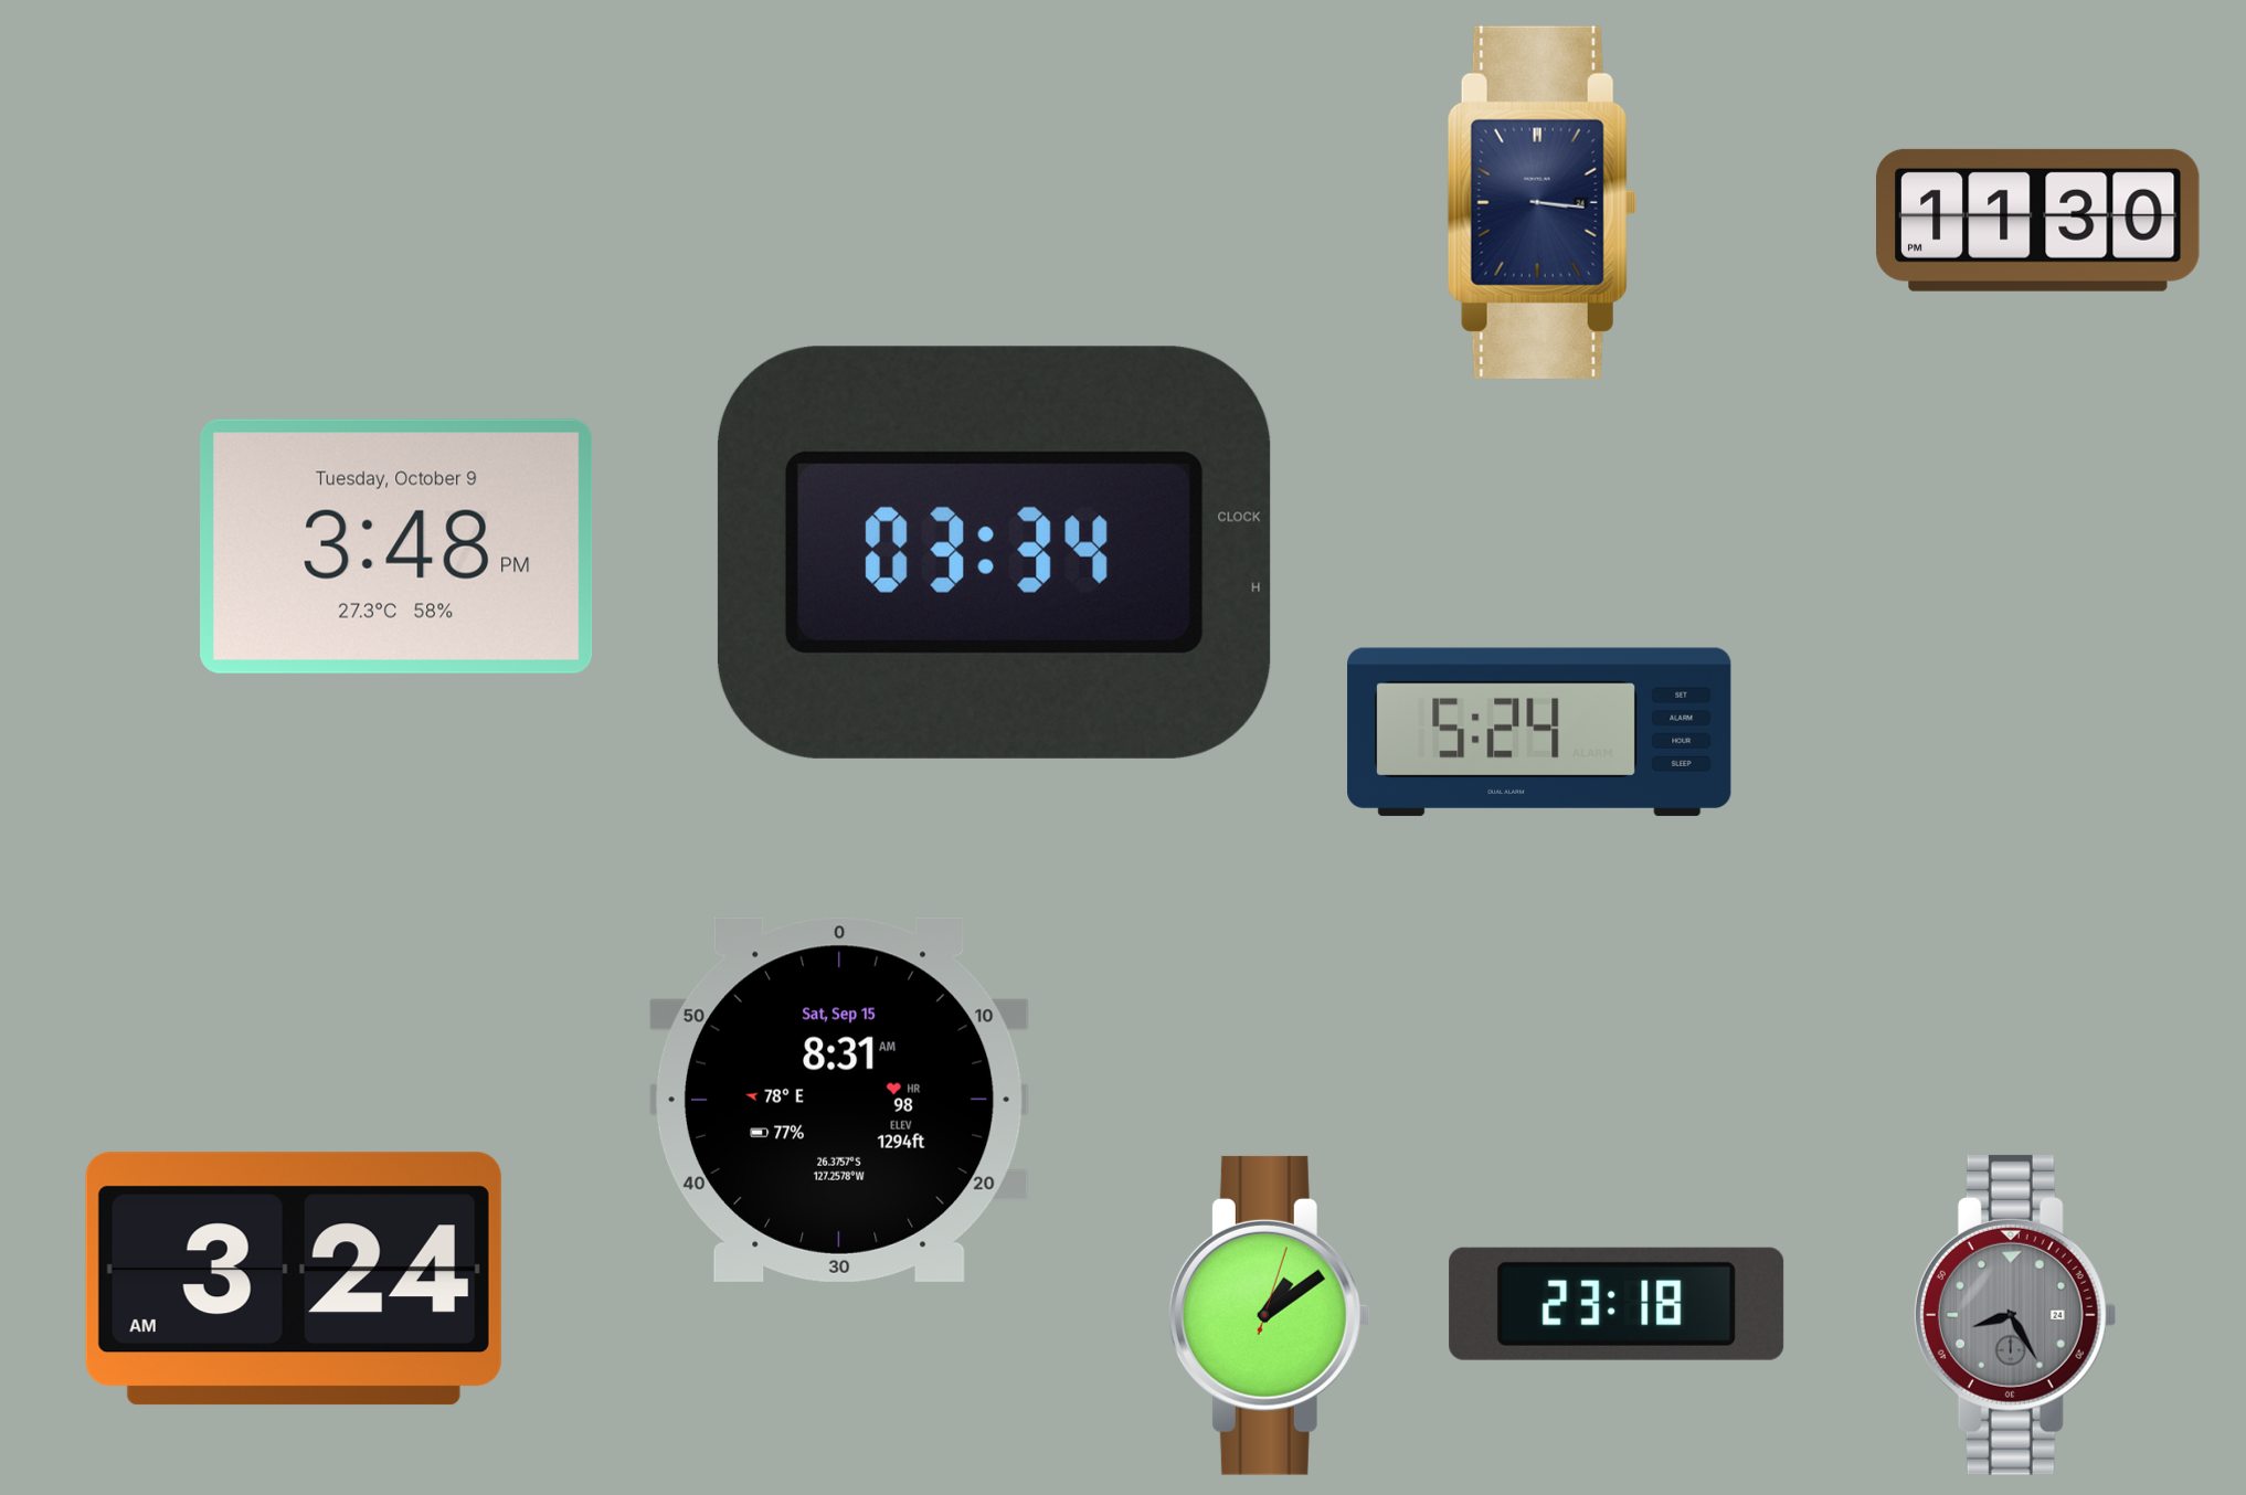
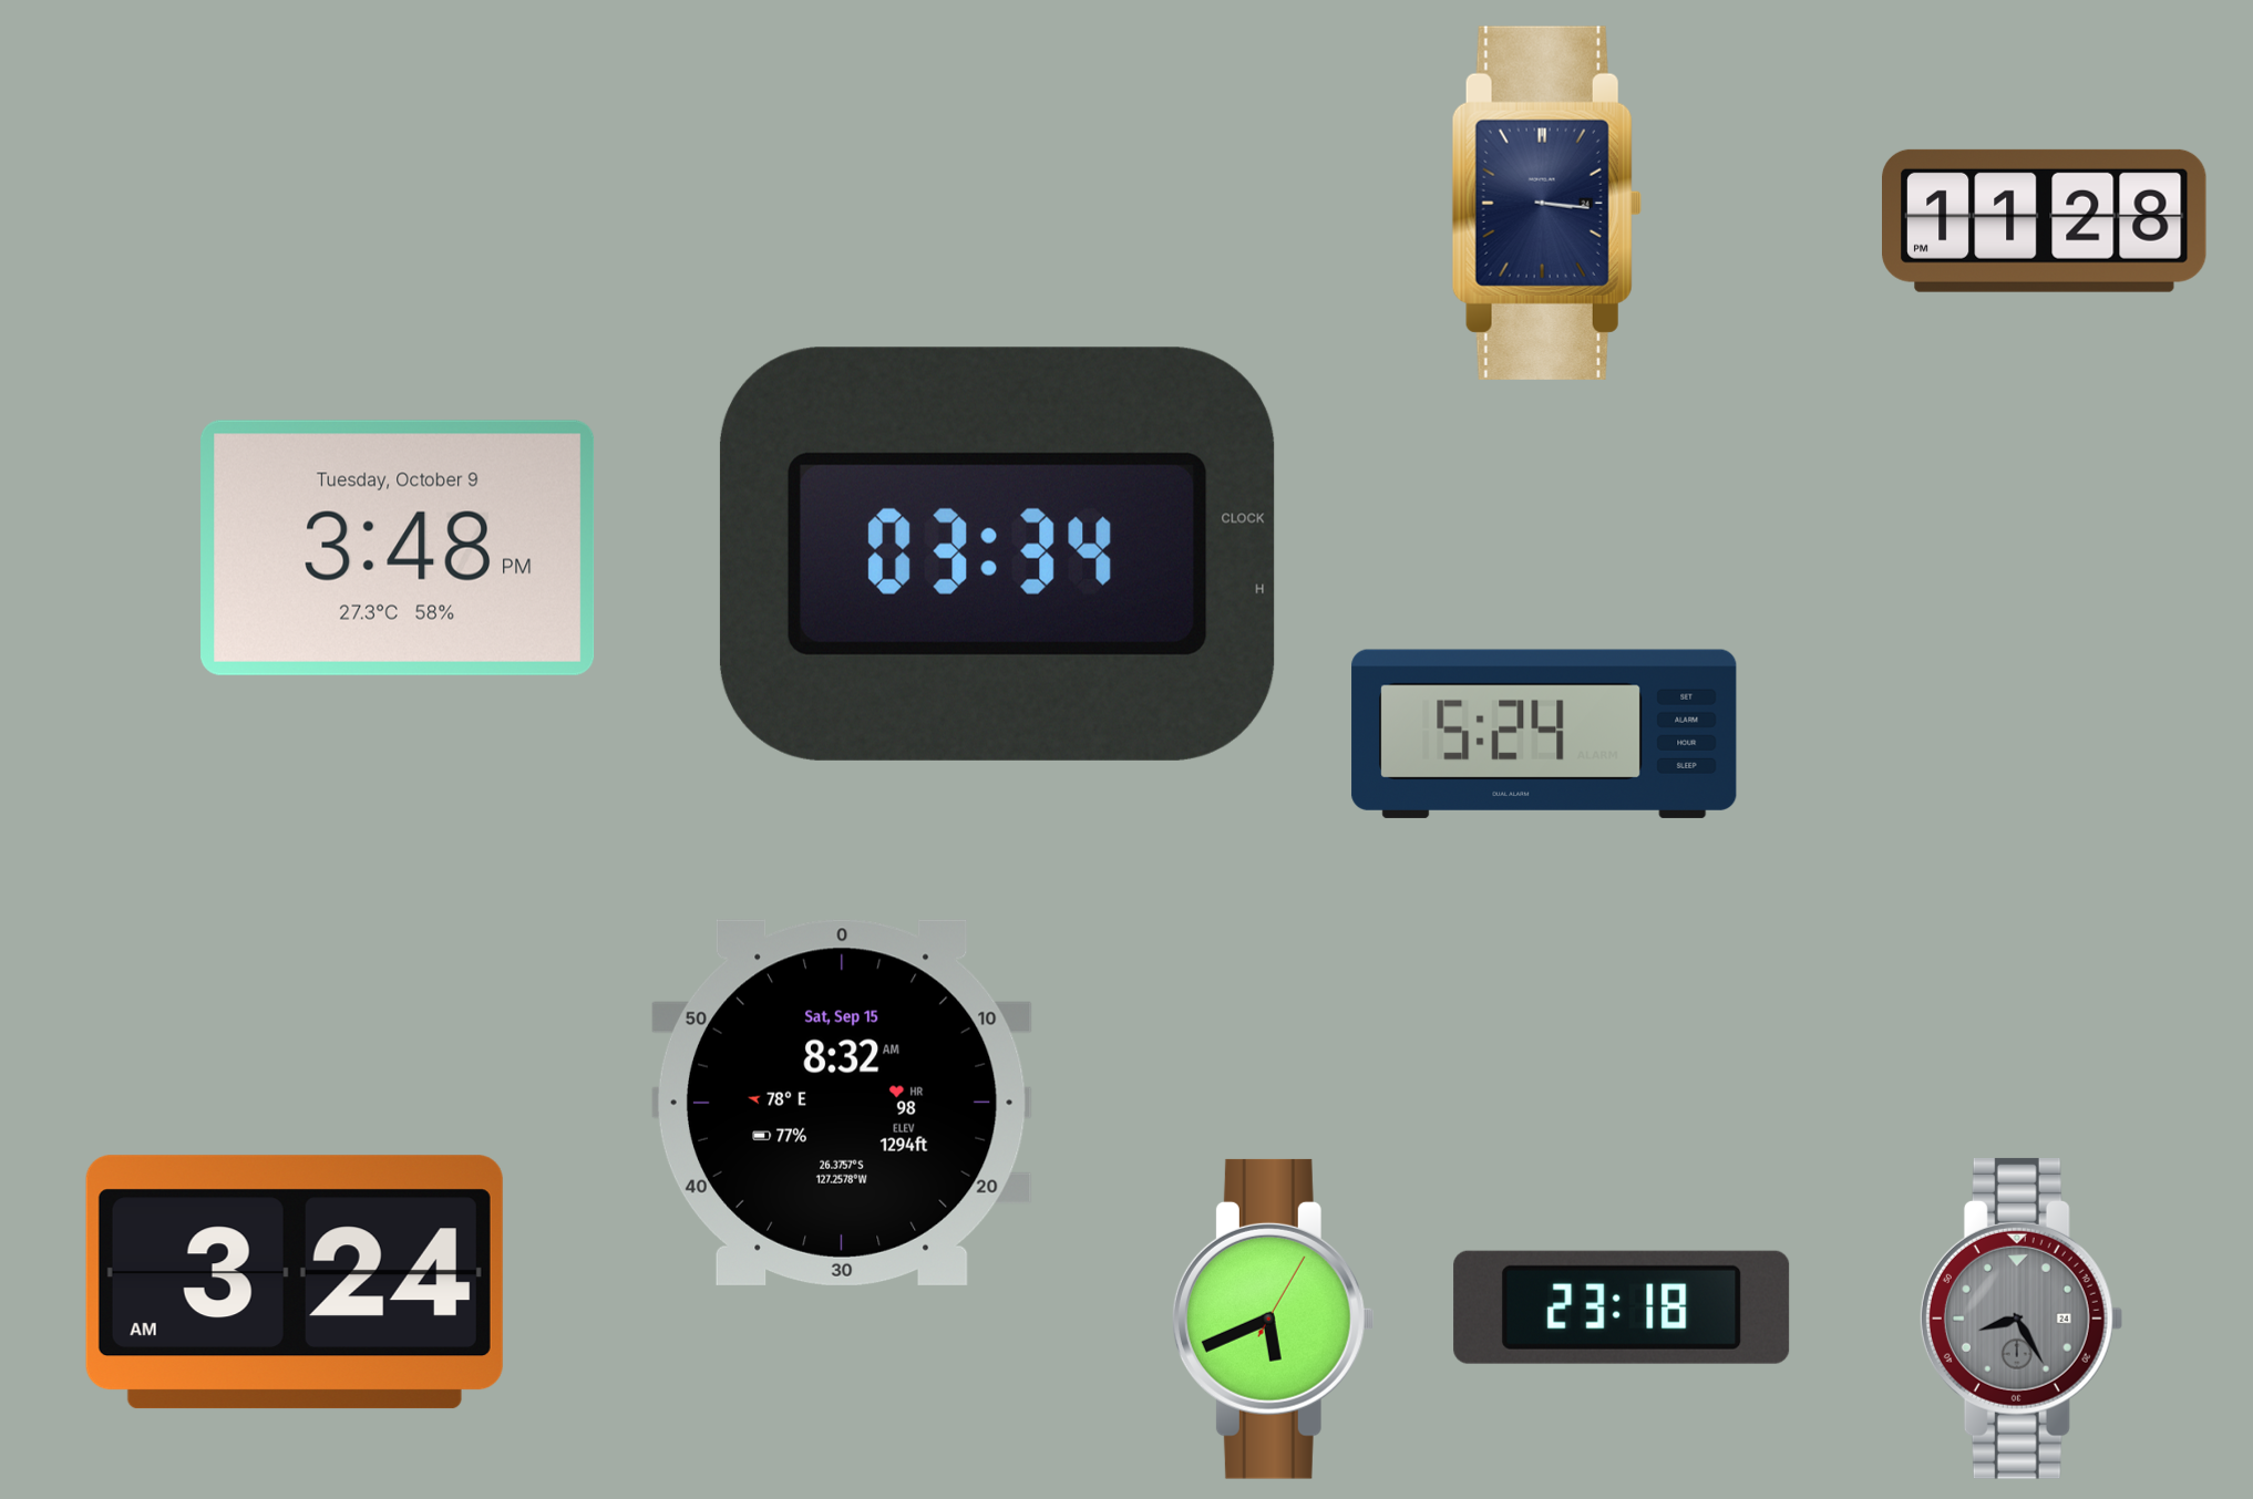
clock at (2038, 220): 11:30 -> 11:28
clock at (839, 1100): 8:31 -> 8:32
clock at (1269, 1315): 1:09 -> 5:41
